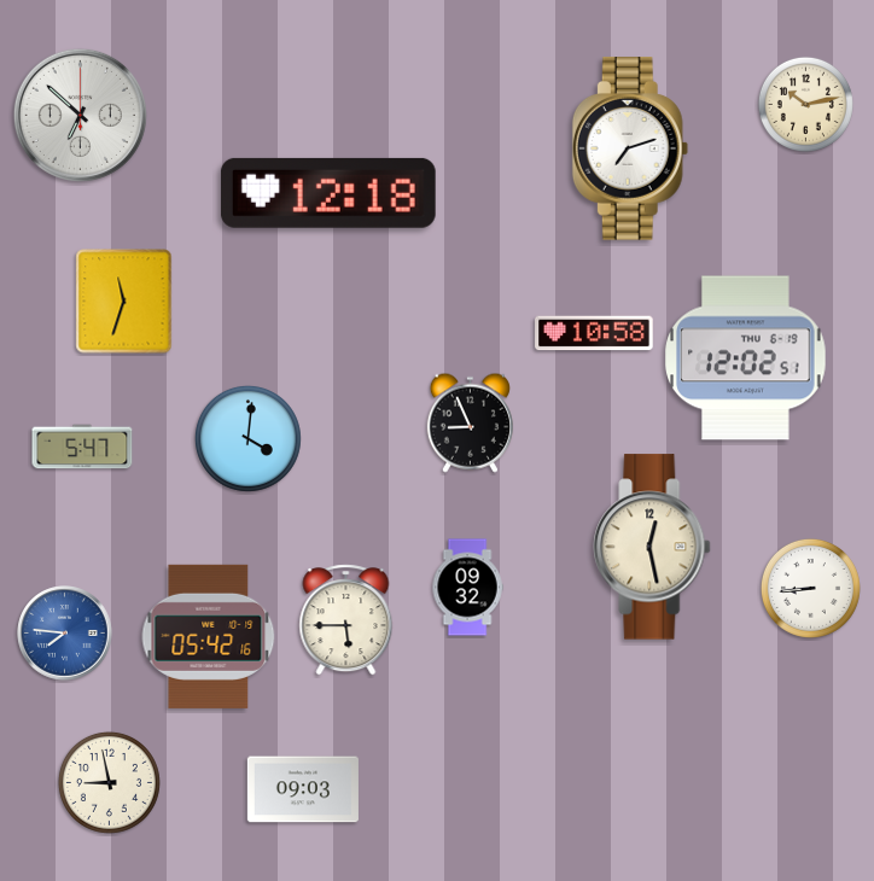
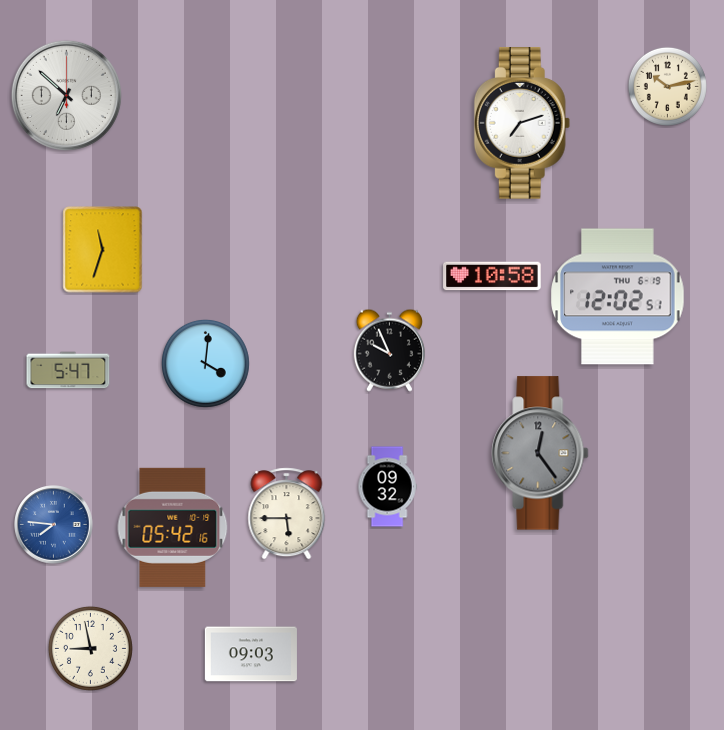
clock at (328, 193): 12:18 -> none
clock at (470, 422): 8:56 -> 9:56
clock at (652, 547): 12:28 -> 12:24
clock at (652, 547) dial: cream -> grey
clock at (810, 588): 8:44 -> none
